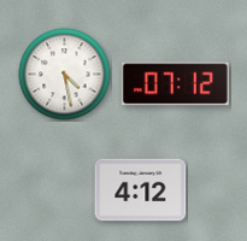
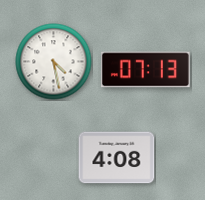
clock at (175, 84): 07:12 -> 07:13
clock at (141, 190): 4:12 -> 4:08
